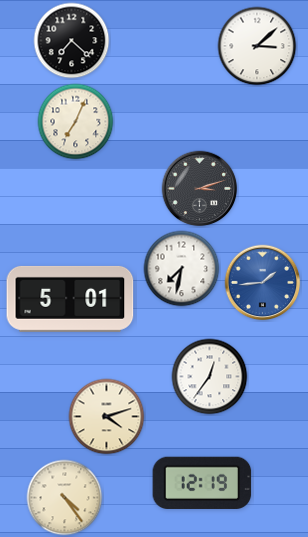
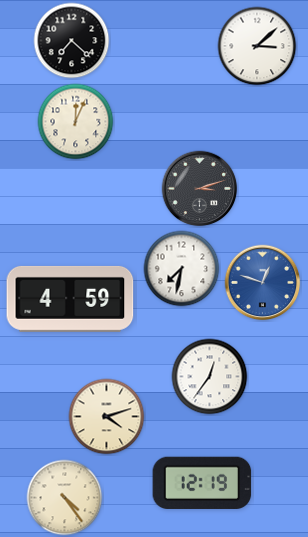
clock at (76, 122): 7:04 -> 12:04
clock at (263, 283): 1:44 -> 12:48
clock at (70, 299): 5:01 -> 4:59
